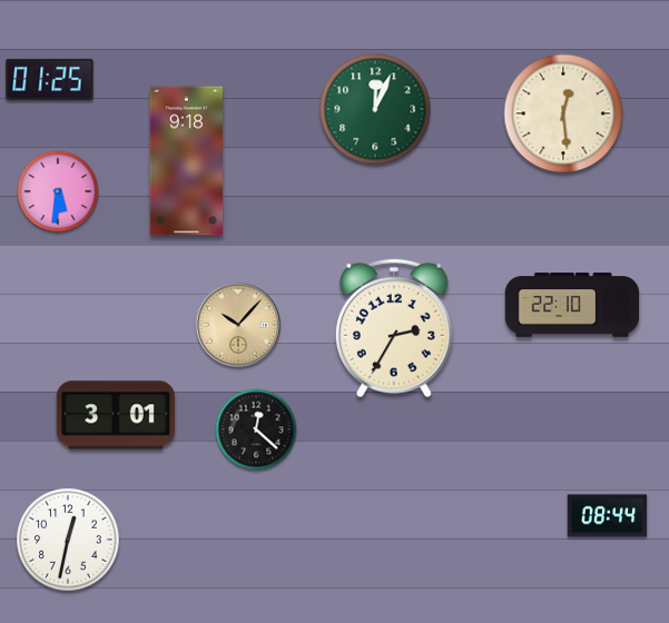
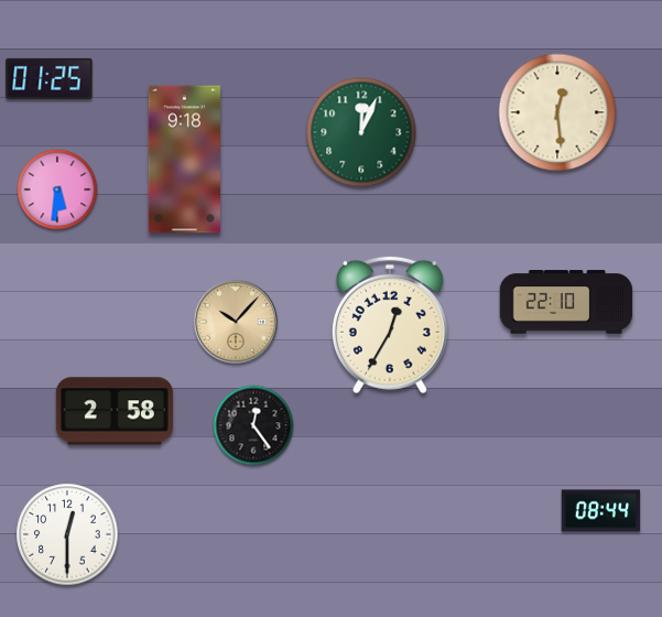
clock at (375, 109) position: (375, 109) -> (361, 132)
clock at (394, 328): 2:35 -> 12:35
clock at (116, 415): 3:01 -> 2:58
clock at (256, 429): 12:22 -> 12:24
clock at (68, 540): 12:32 -> 12:30
